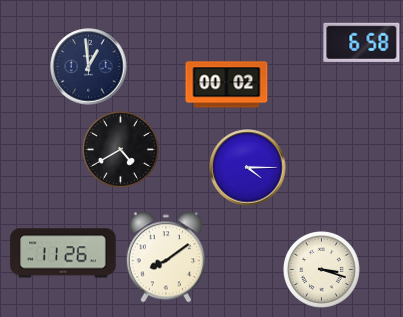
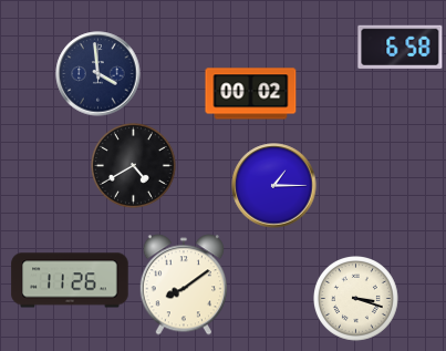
clock at (89, 67): 12:59 -> 3:59
clock at (248, 168): 4:15 -> 1:15
